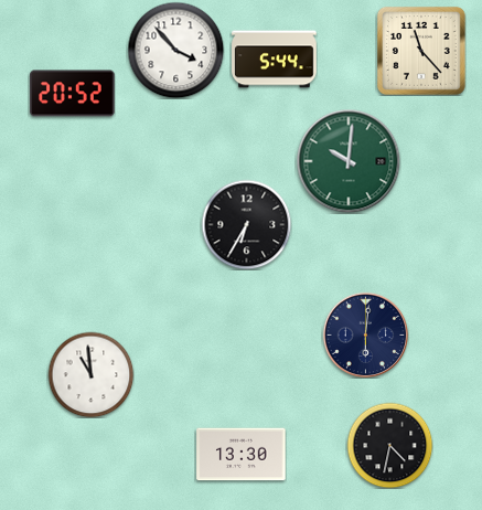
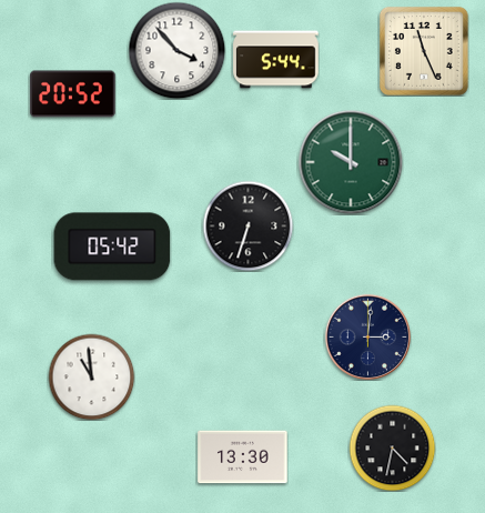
clock at (421, 51): 11:23 -> 11:26
clock at (349, 161): 10:01 -> 10:00
clock at (246, 224): 6:35 -> 6:33
clock at (112, 247): none -> 05:42
clock at (365, 334): 6:01 -> 3:01
